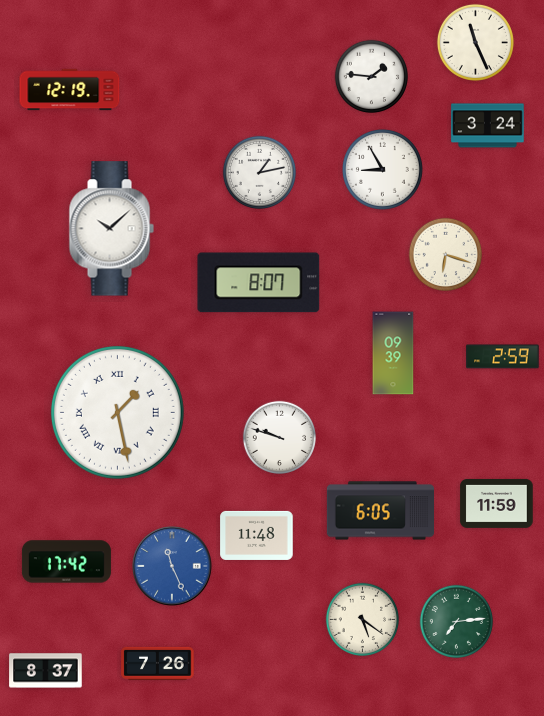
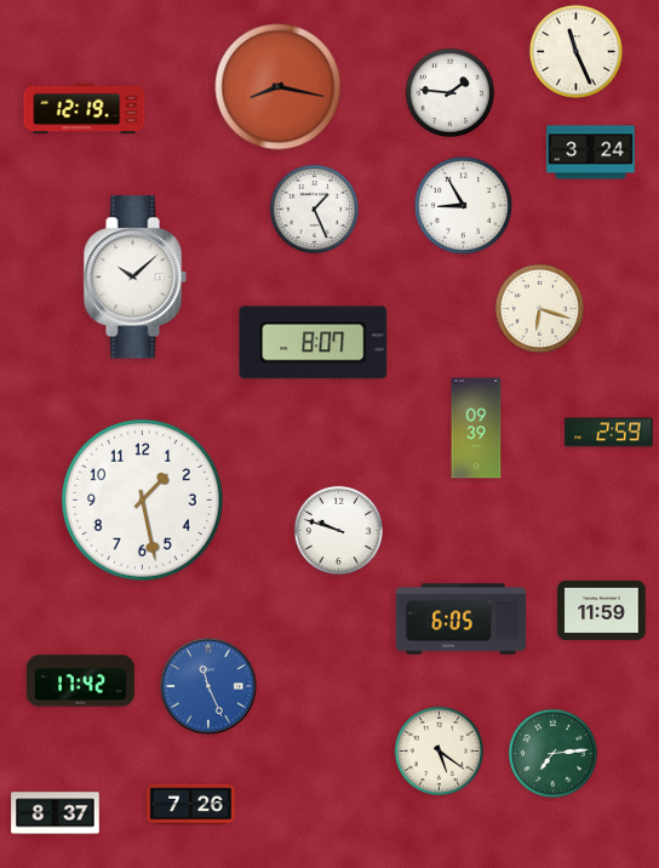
clock at (279, 87): none -> 8:17
clock at (259, 172): 1:13 -> 1:26
clock at (117, 412) numerals: Roman -> Arabic
clock at (257, 535): 11:48 -> none
